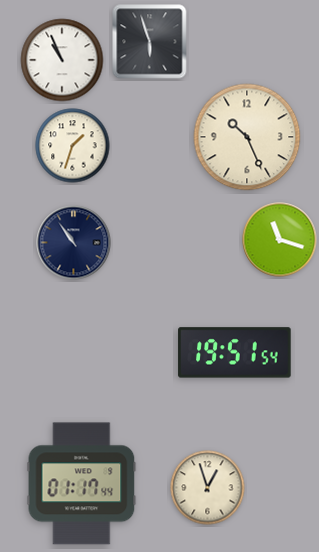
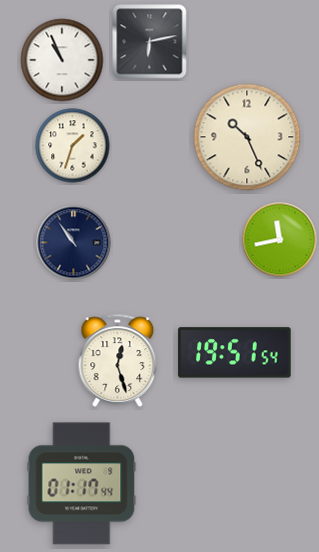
clock at (150, 42): 5:57 -> 6:13
clock at (280, 240): 11:18 -> 11:43
clock at (118, 360): none -> 12:27
clock at (208, 488): 12:57 -> none
